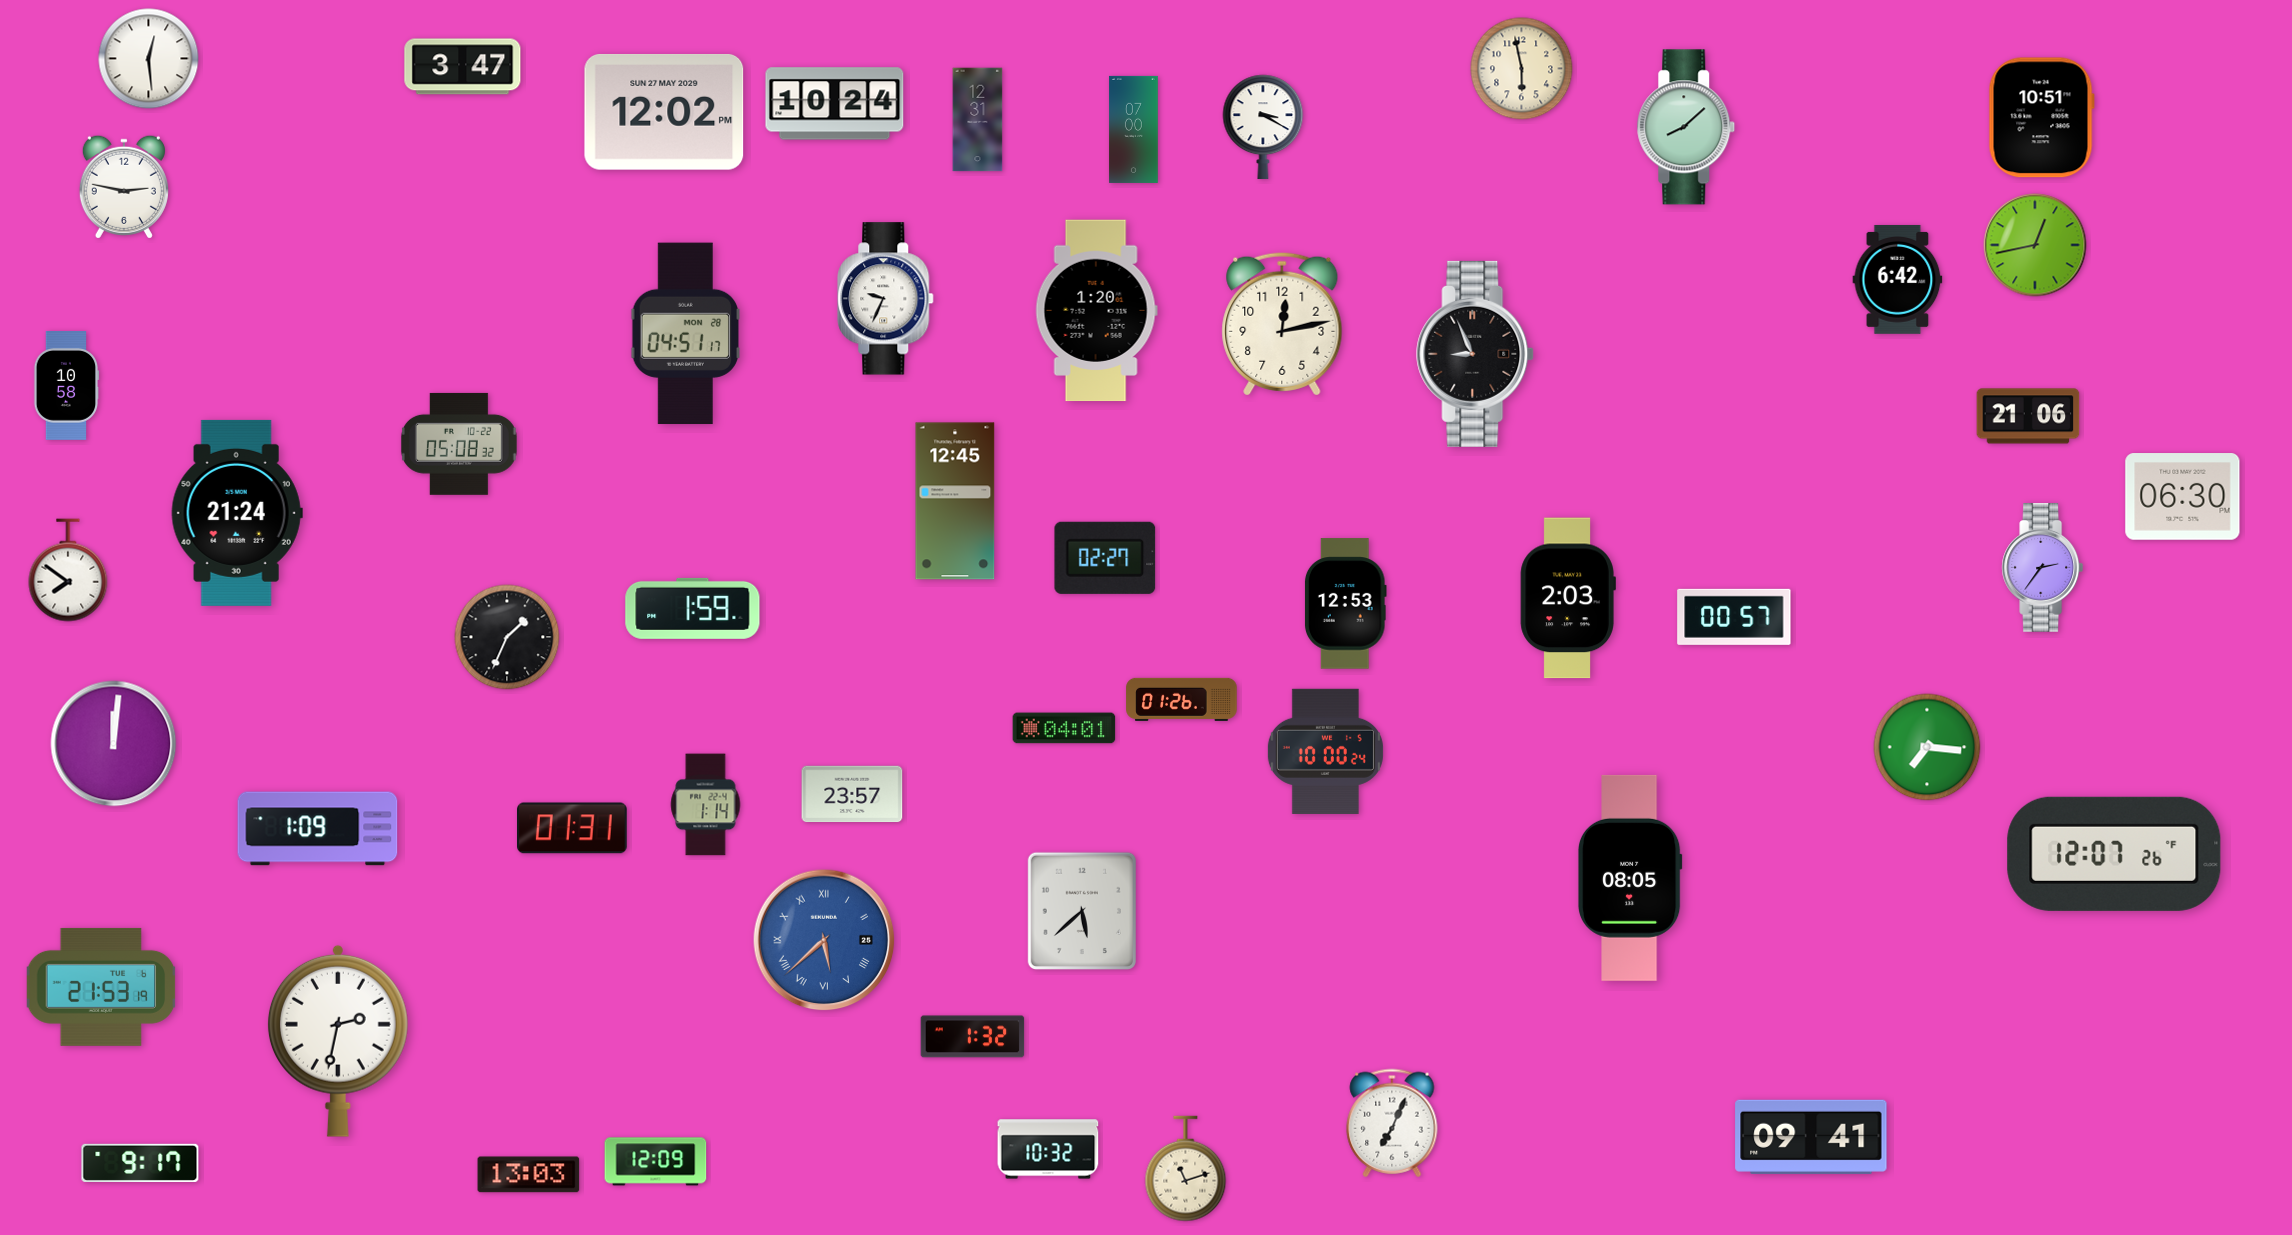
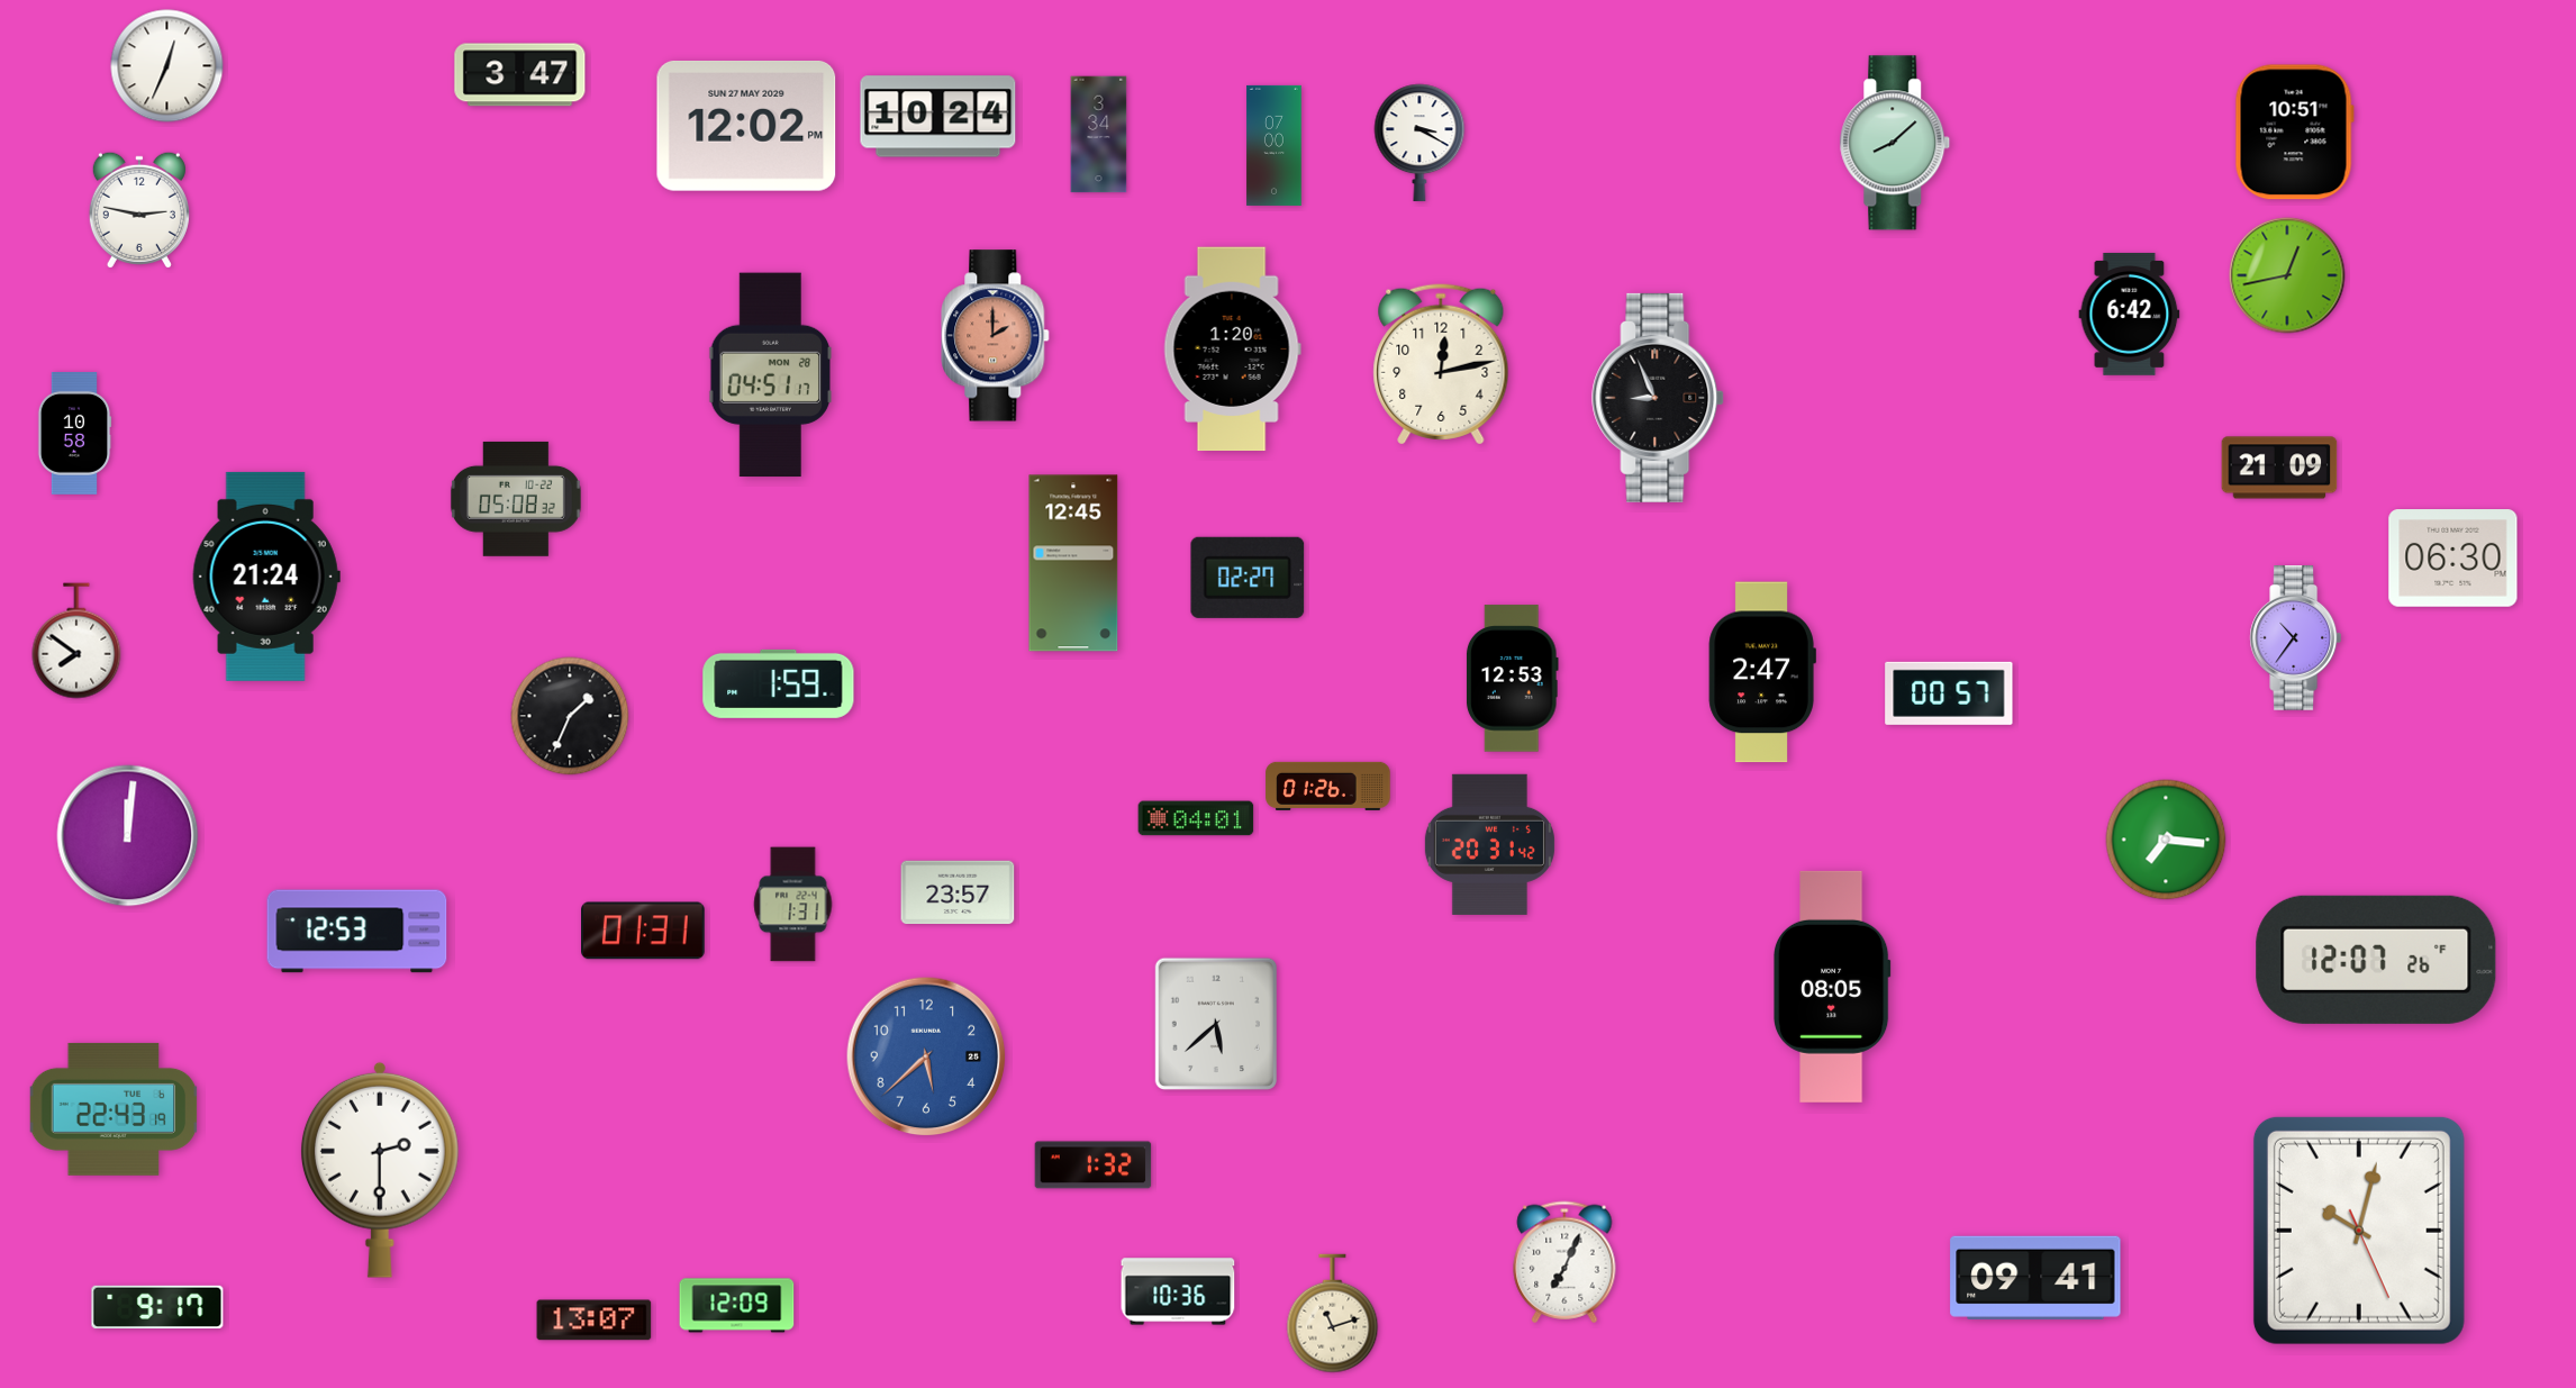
clock at (149, 59): 12:29 -> 12:34
clock at (1522, 69): 5:58 -> none
clock at (978, 120): 12:31 -> 3:34
clock at (1898, 279) position: (1898, 279) -> (2130, 314)
clock at (886, 299): 9:34 -> 2:00
clock at (886, 299) dial: white -> salmon
clock at (2028, 416): 21:06 -> 21:09
clock at (1105, 558) position: (1105, 558) -> (1248, 578)
clock at (2043, 568): 2:36 -> 10:36
clock at (1568, 598): 2:03 -> 2:47
clock at (1325, 751): 10:00 -> 20:31
clock at (706, 805): 1:14 -> 1:31
clock at (318, 829): 1:09 -> 12:53
clock at (824, 940) numerals: Roman -> Arabic
clock at (101, 987): 21:53 -> 22:43
clock at (338, 1041): 2:32 -> 2:30
clock at (2359, 1231): none -> 10:02
clock at (1048, 1149): 10:32 -> 10:36
clock at (529, 1175): 13:03 -> 13:07
